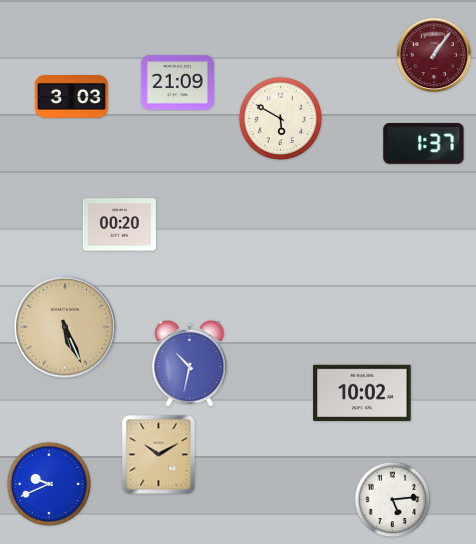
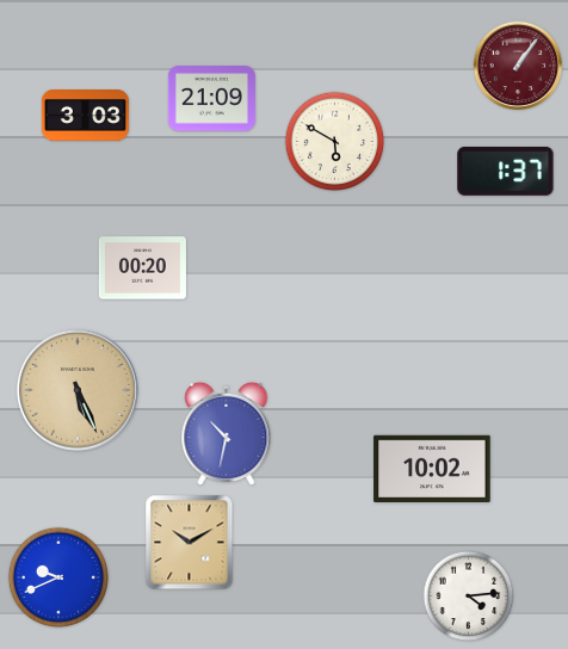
clock at (393, 500): 5:14 -> 4:14
